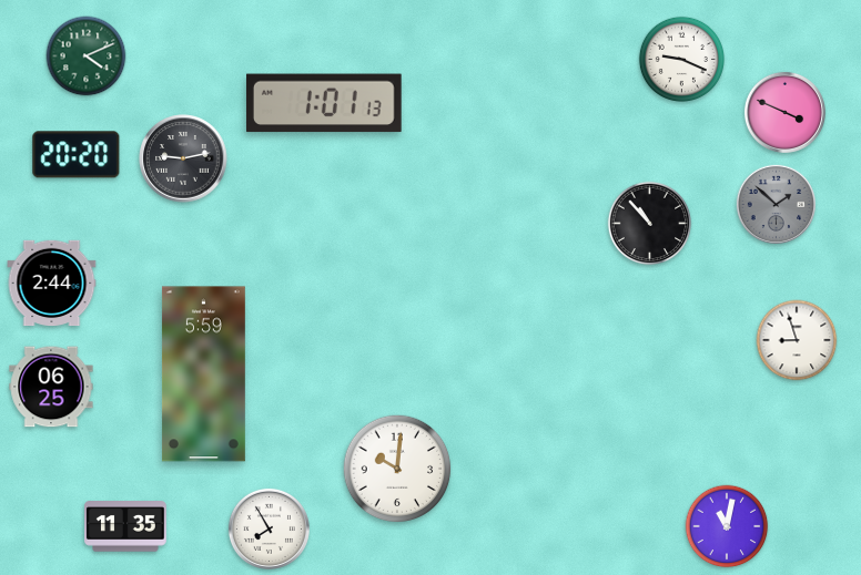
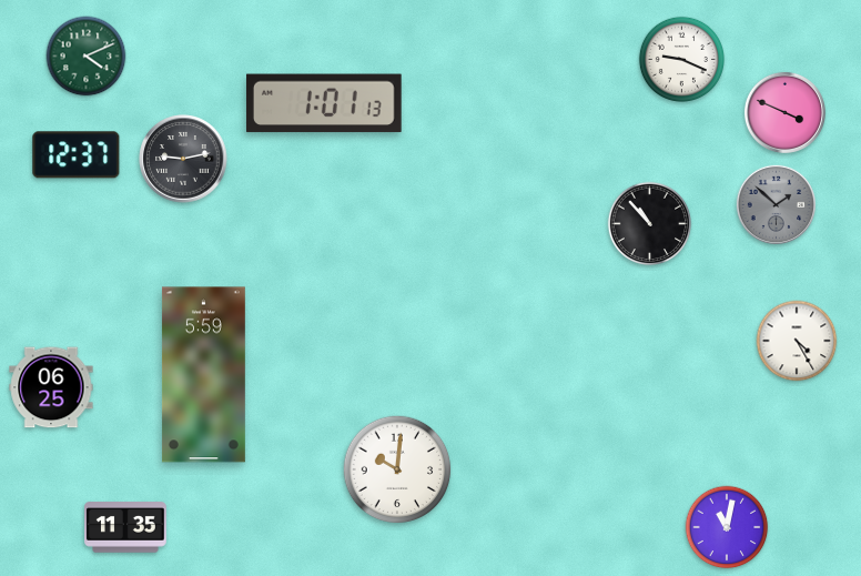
clock at (77, 155): 20:20 -> 12:37
clock at (52, 284): 2:44 -> none
clock at (797, 340): 8:57 -> 4:25
clock at (269, 528): 7:55 -> none
